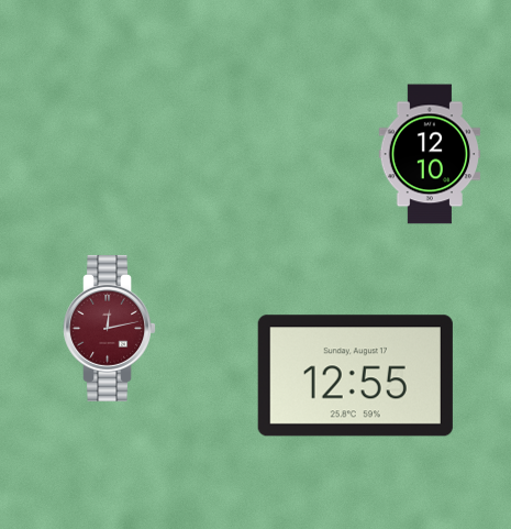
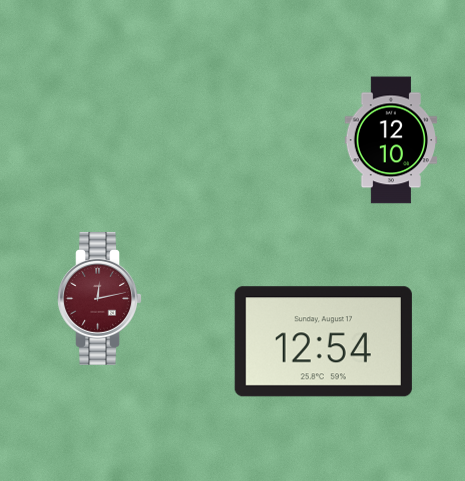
clock at (355, 376): 12:55 -> 12:54
